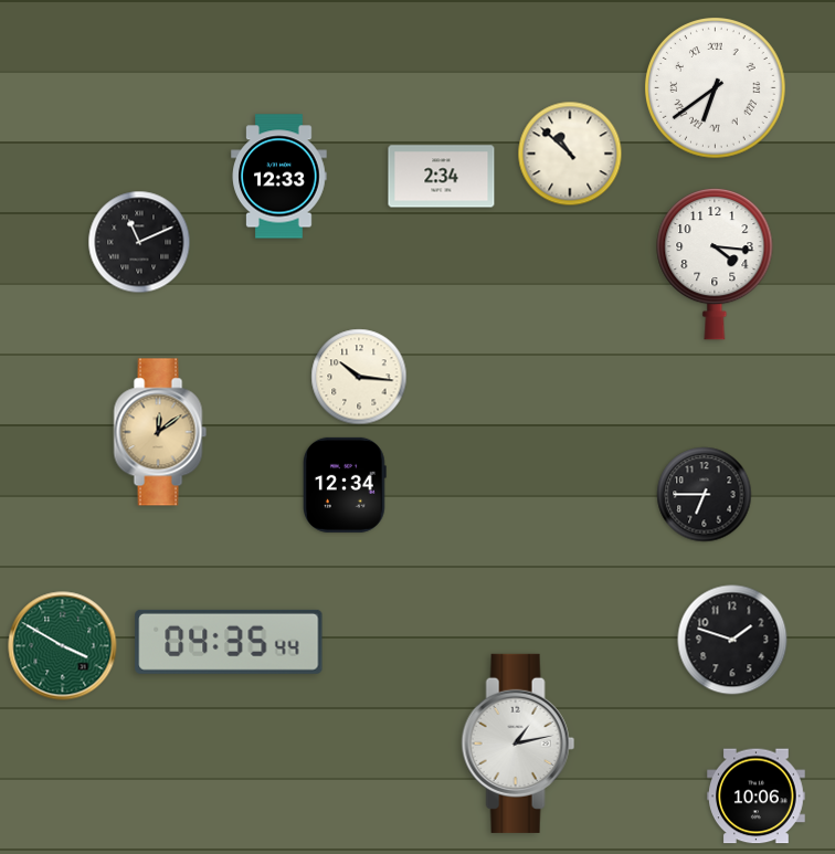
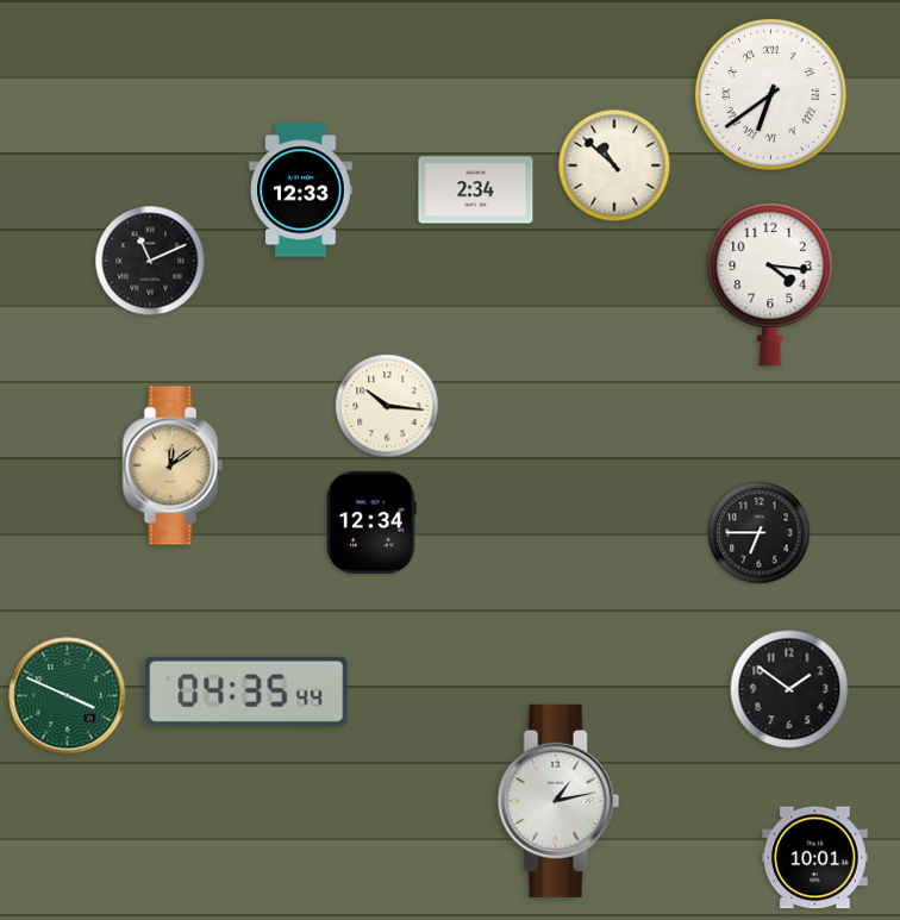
clock at (732, 640): 1:48 -> 1:51
clock at (63, 646): 3:50 -> 3:49
clock at (757, 797): 10:06 -> 10:01
